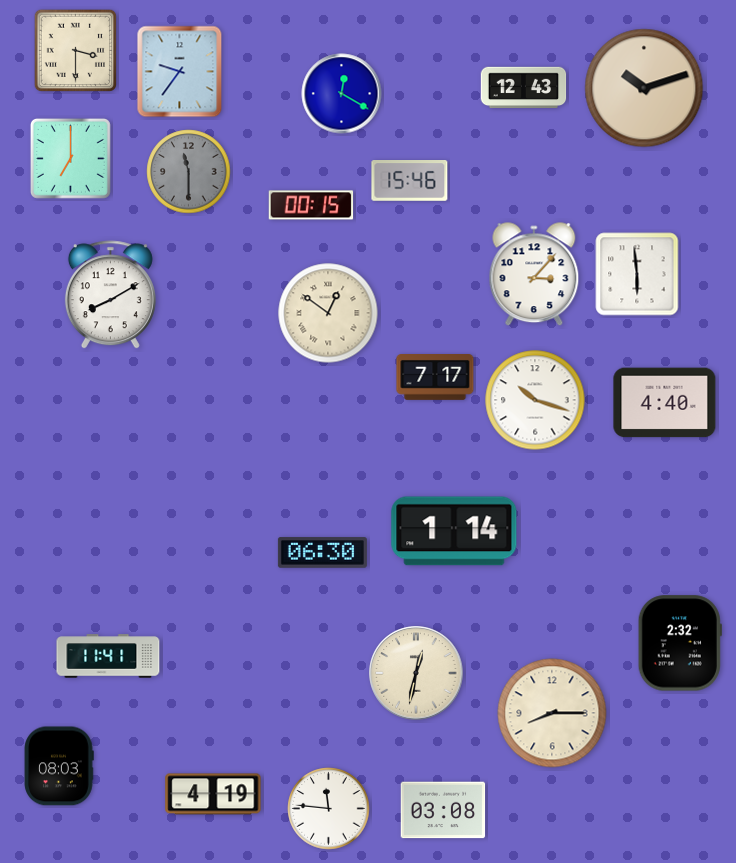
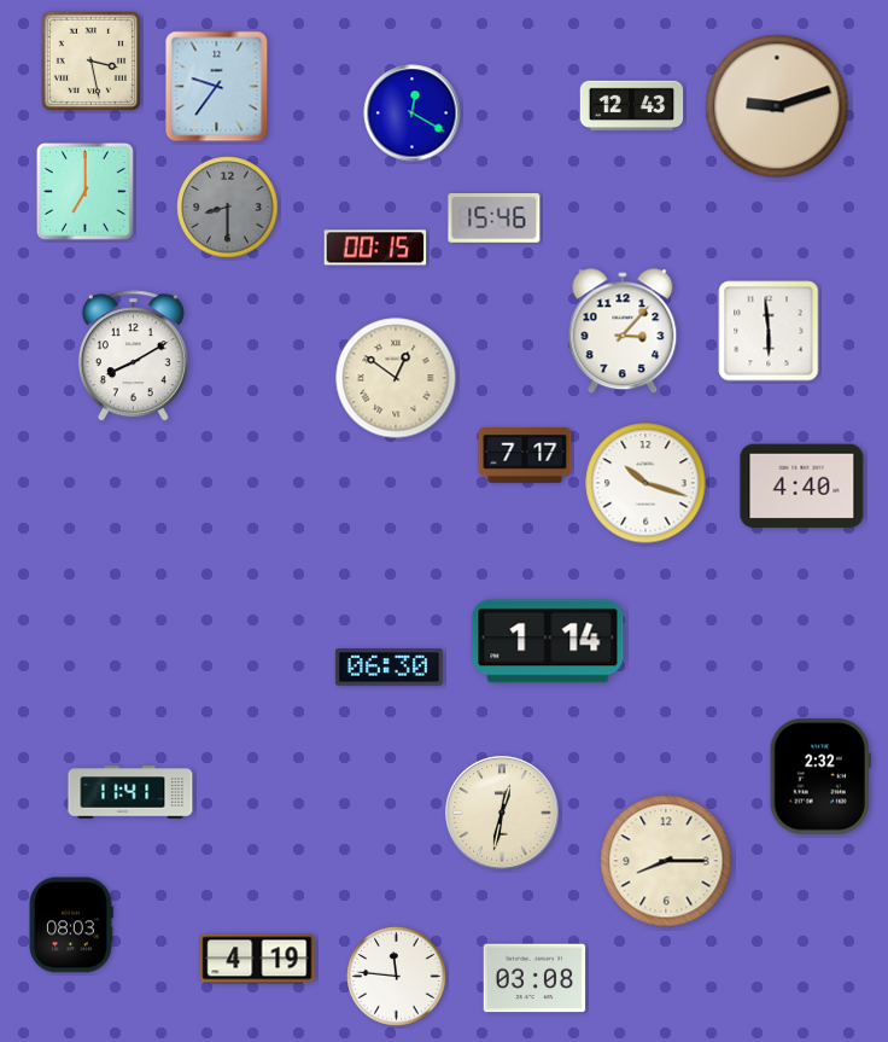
clock at (76, 51): 3:30 -> 3:28
clock at (644, 88): 10:12 -> 9:12
clock at (189, 172): 11:30 -> 8:30
clock at (534, 275) position: (534, 275) -> (623, 332)
